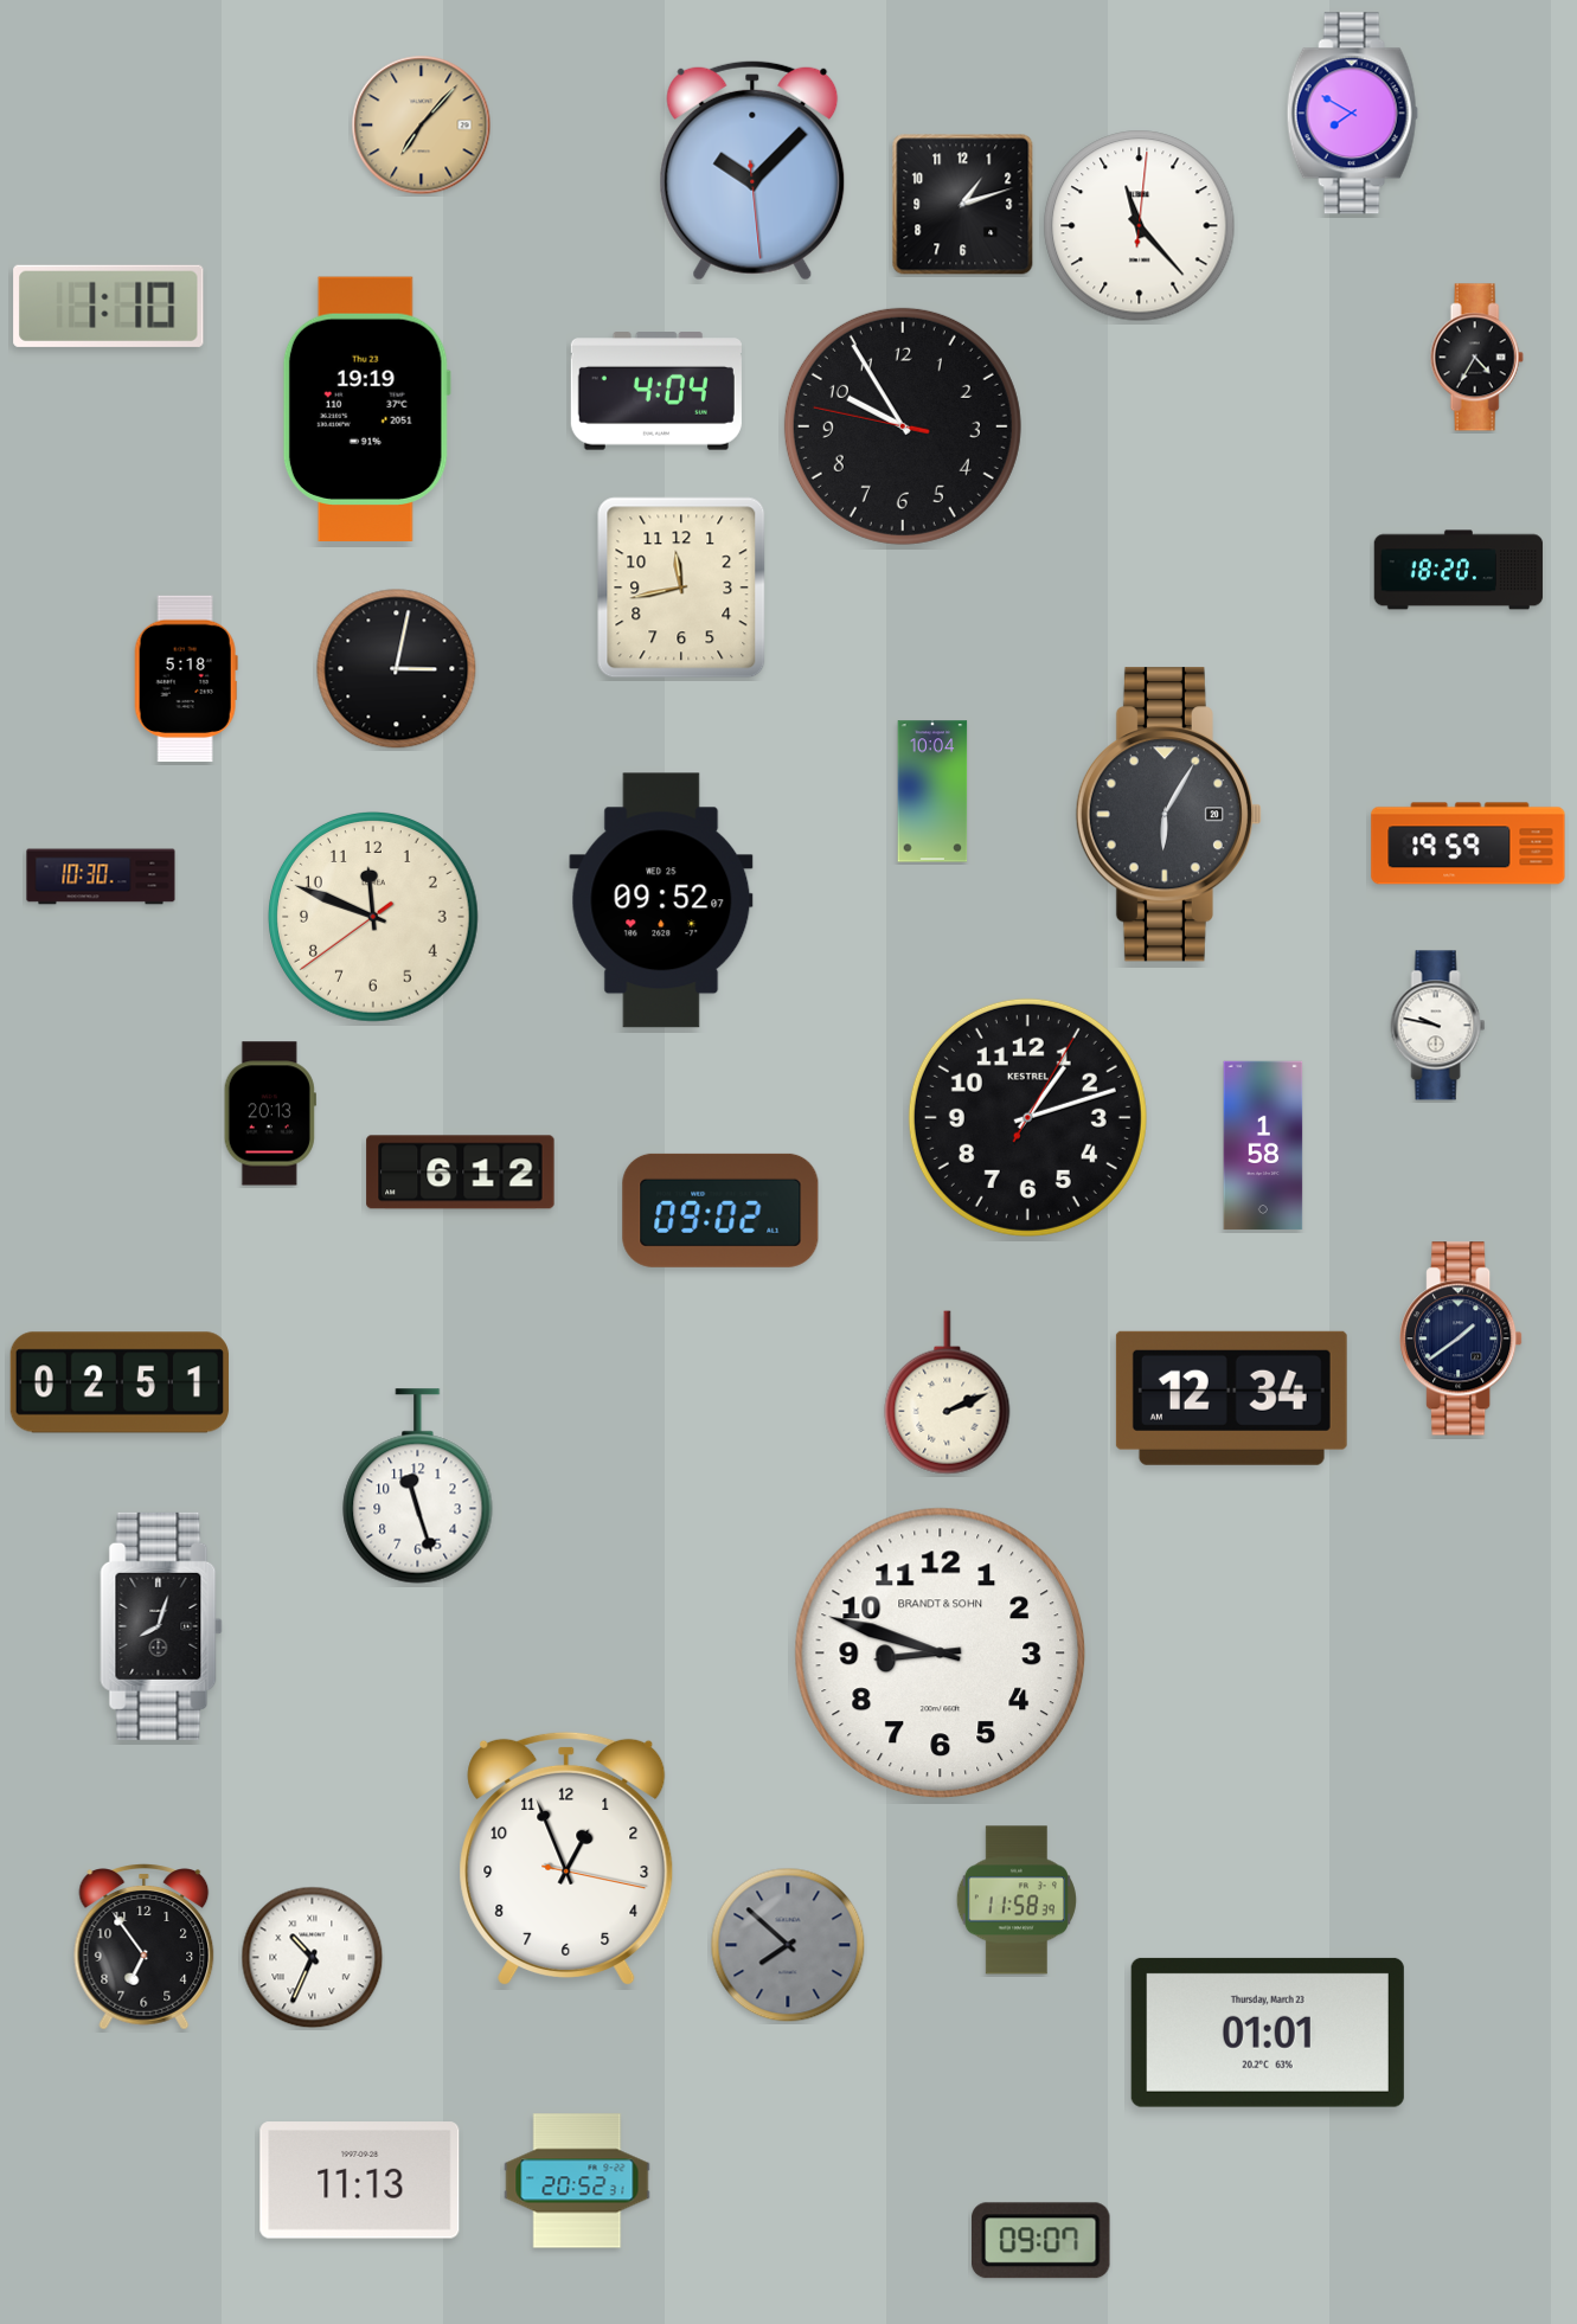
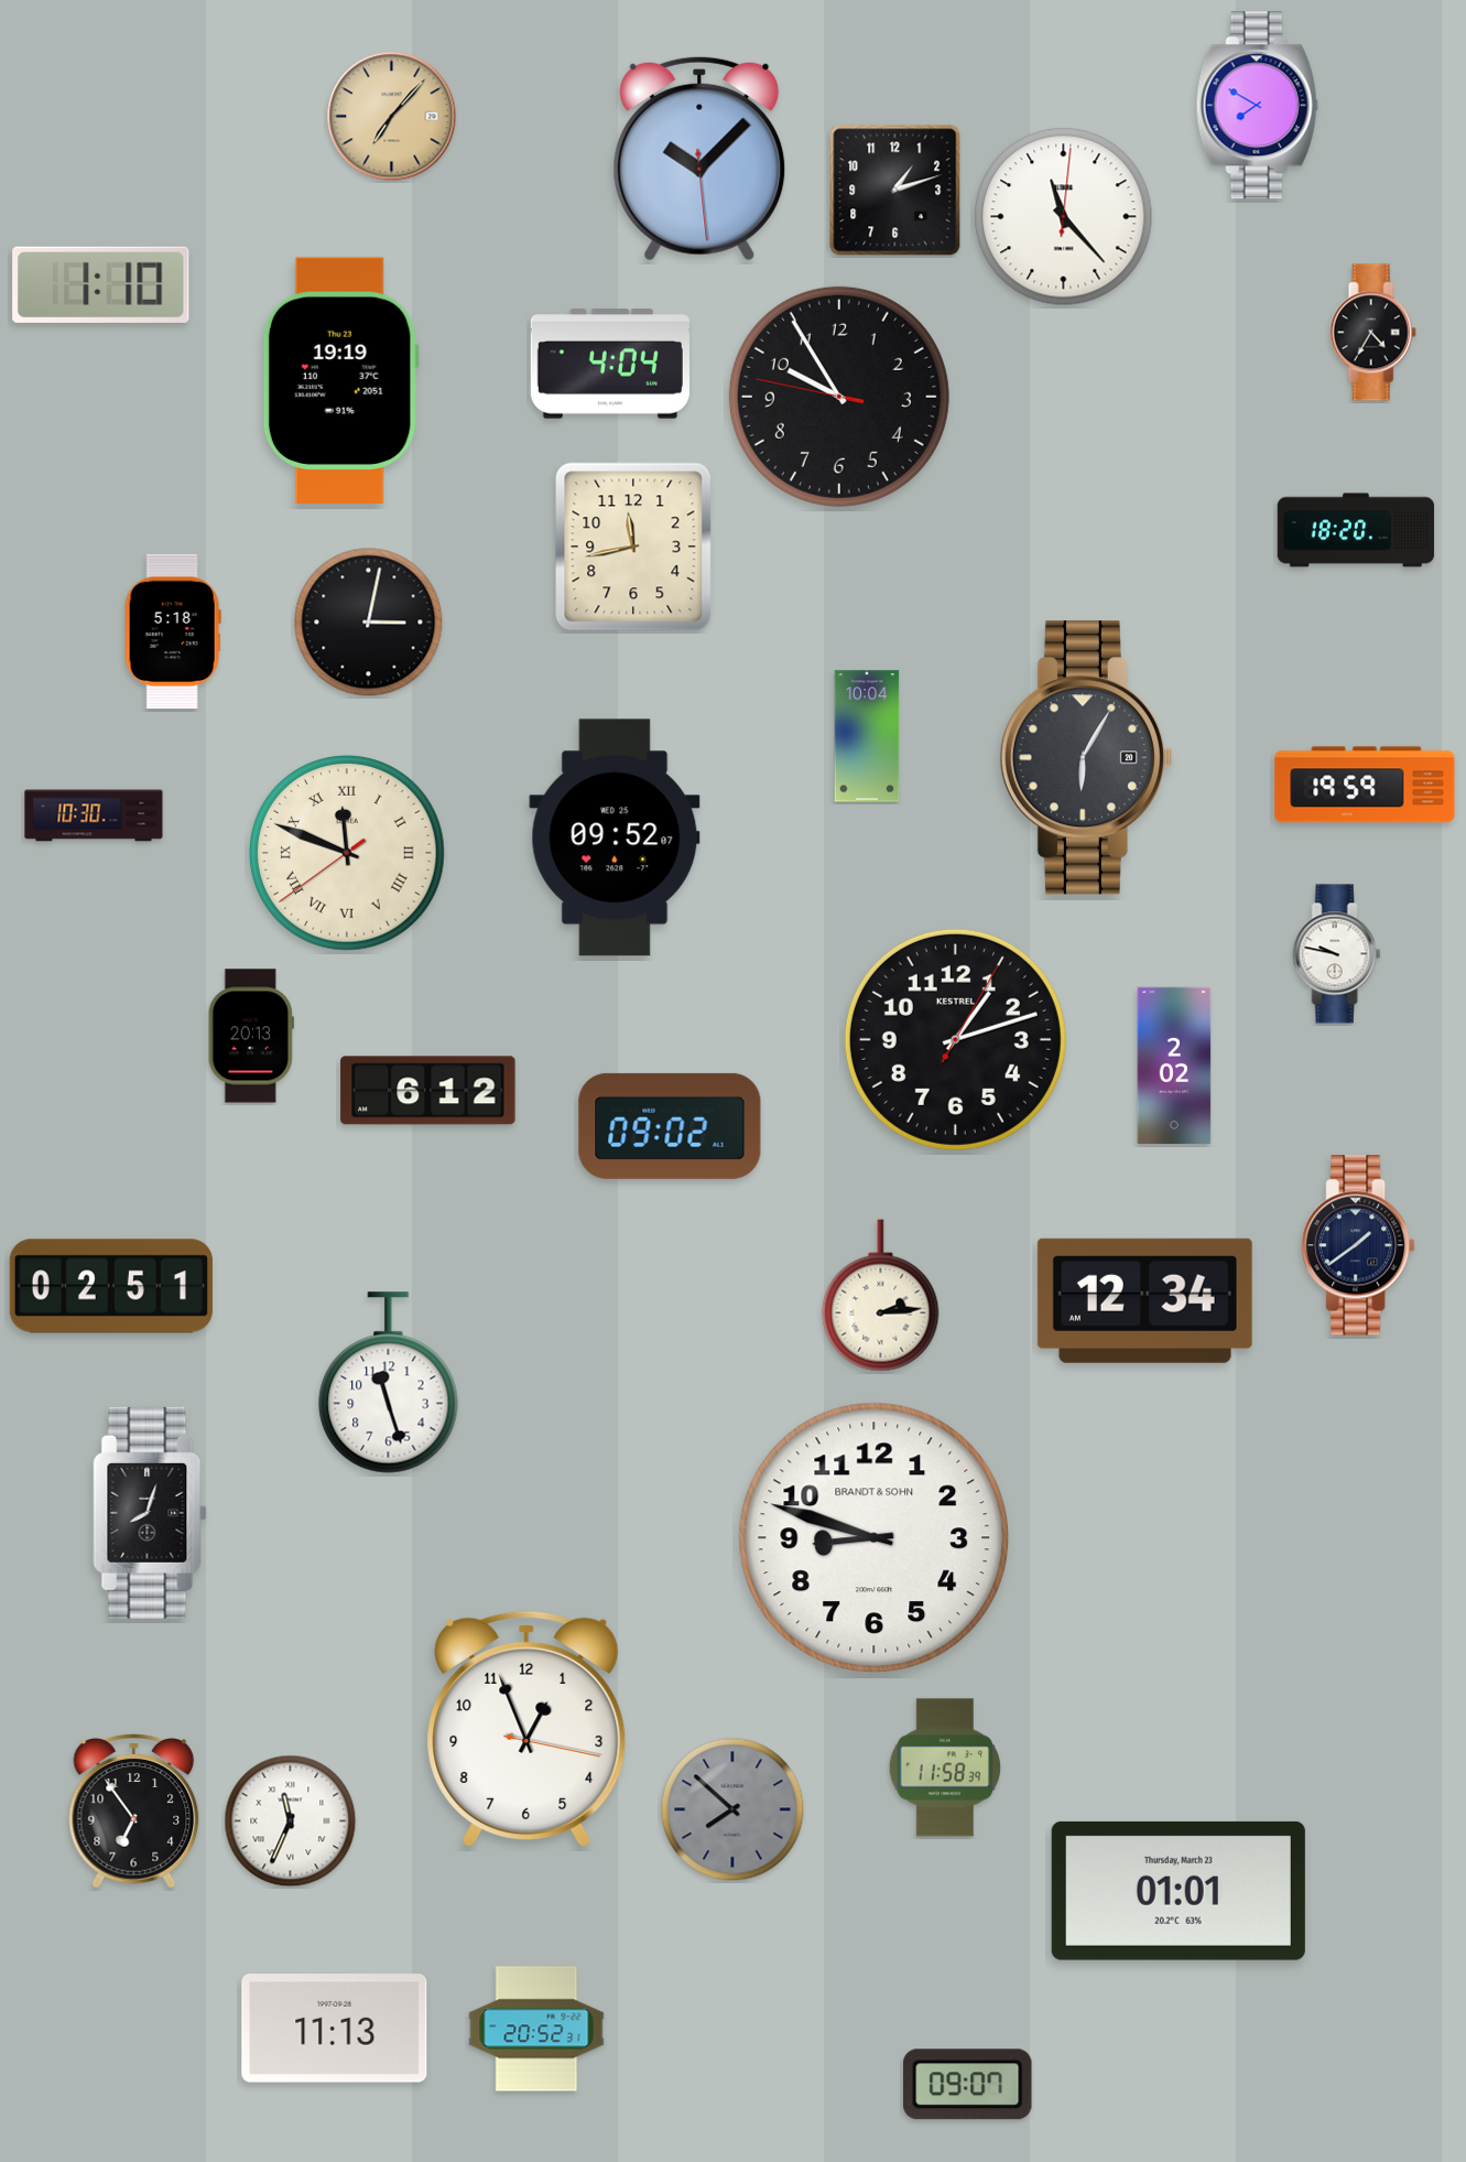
clock at (1140, 226) position: (1140, 226) -> (1064, 217)
clock at (374, 918) numerals: Arabic -> Roman
clock at (1263, 1145): 1:58 -> 2:02
clock at (948, 1393): 2:11 -> 2:14
clock at (313, 1958): 10:34 -> 11:34
